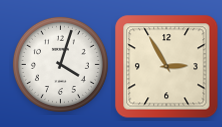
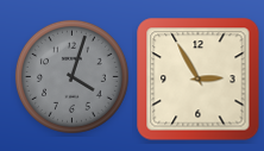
clock at (60, 64) dial: white -> grey
